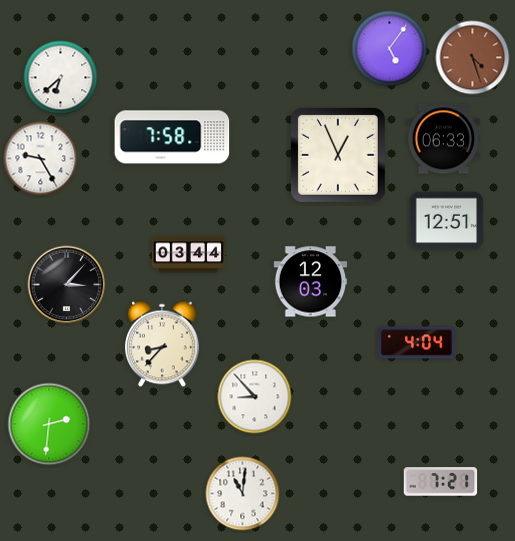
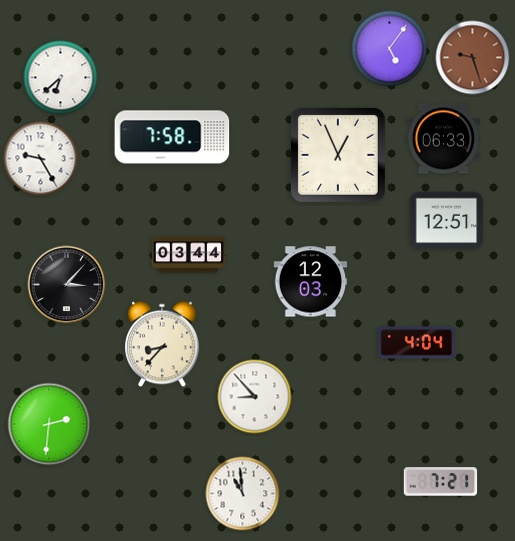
clock at (473, 58): 4:27 -> 9:27
clock at (243, 494): 11:01 -> 10:59
